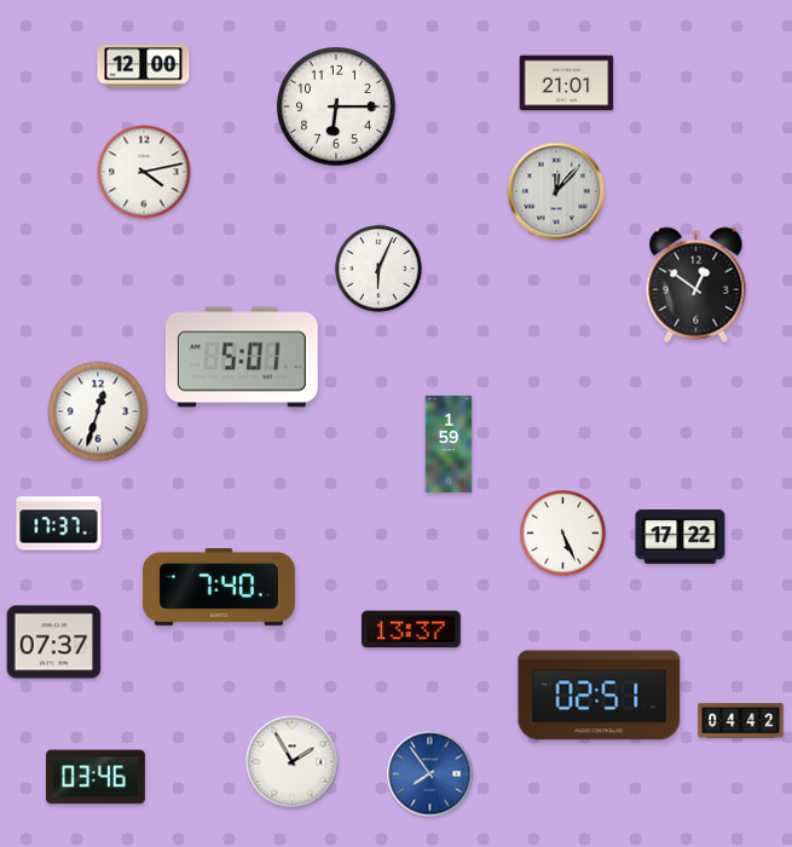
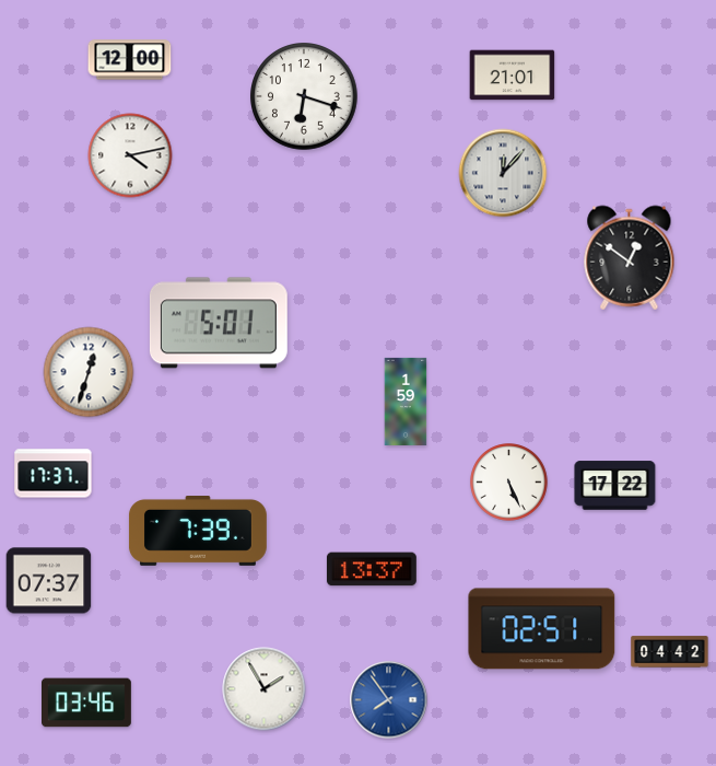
clock at (337, 108): 6:15 -> 6:18
clock at (378, 269): 6:04 -> none
clock at (219, 588): 7:40 -> 7:39
